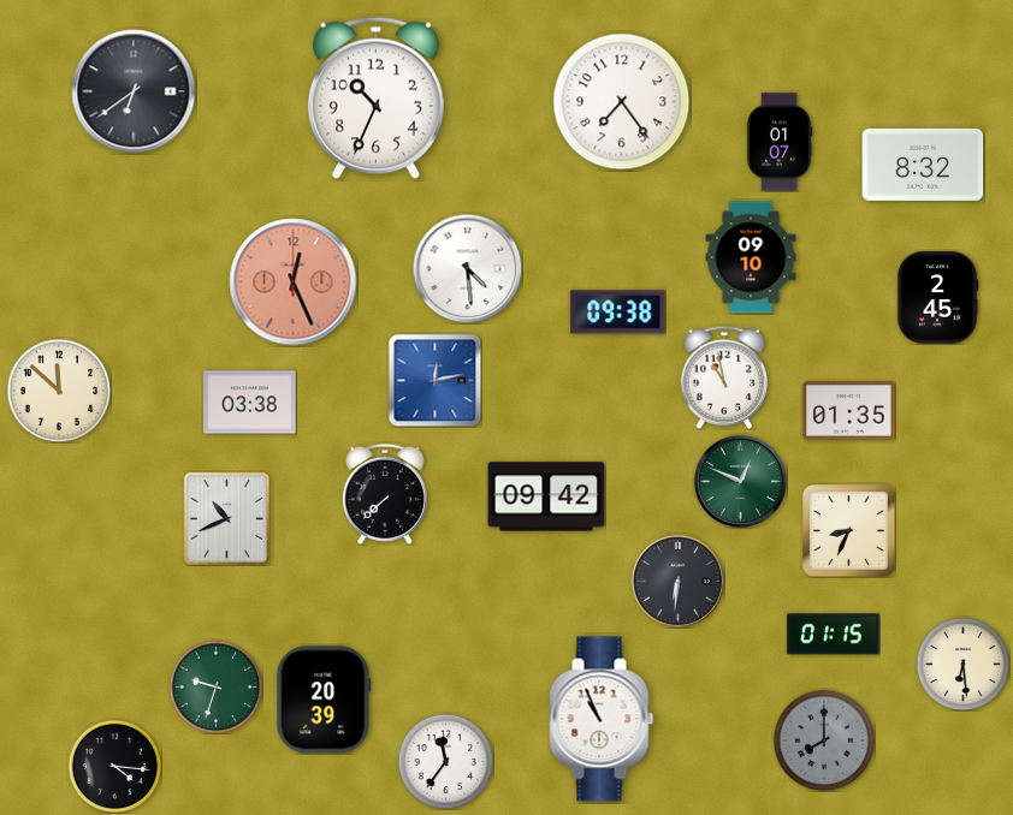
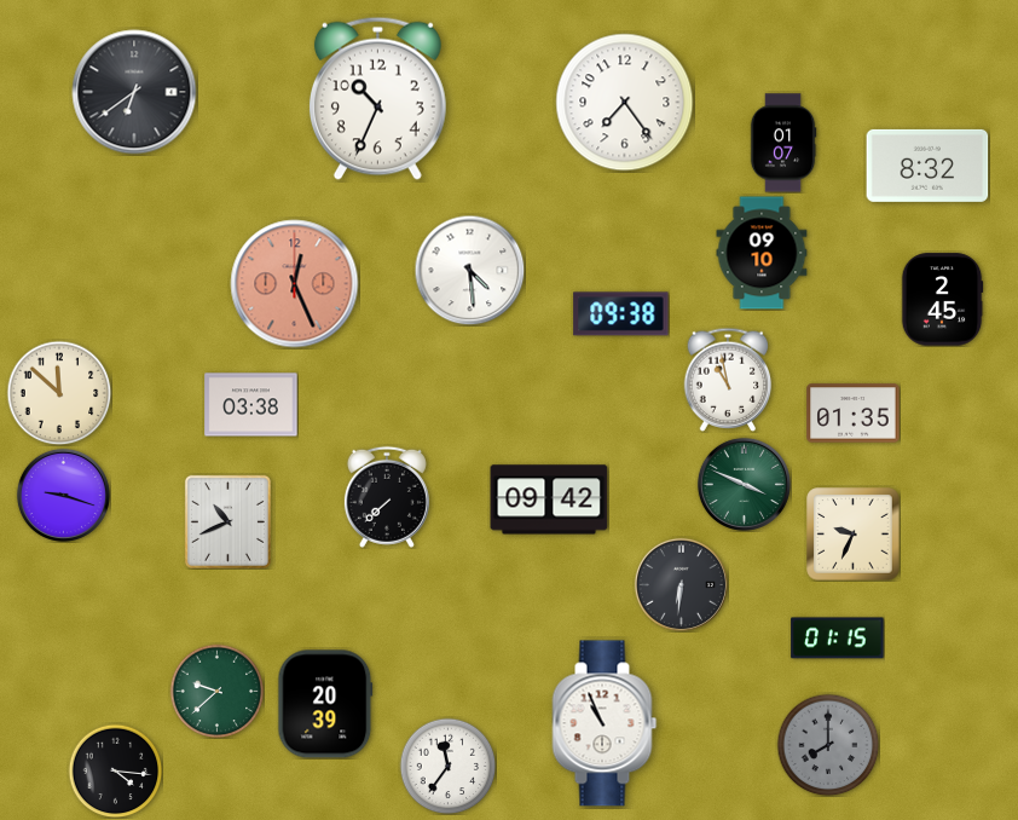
clock at (751, 257) position: (751, 257) -> (762, 253)
clock at (434, 380): 12:13 -> none
clock at (740, 481): 12:49 -> 3:49
clock at (63, 495): none -> 9:18
clock at (849, 531): 8:34 -> 9:34
clock at (962, 664): 6:29 -> none
clock at (215, 686): 9:33 -> 9:38
